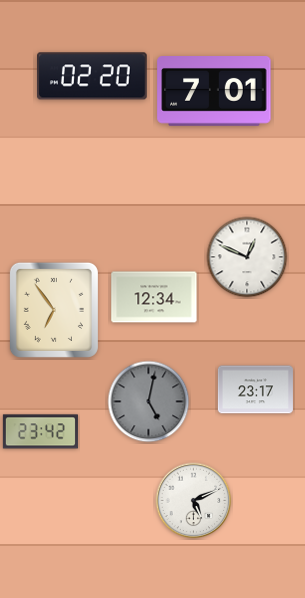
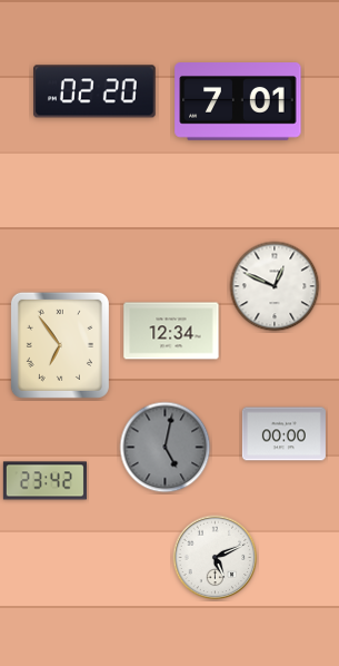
clock at (93, 76) position: (93, 76) -> (96, 91)
clock at (255, 390): 23:17 -> 00:00
